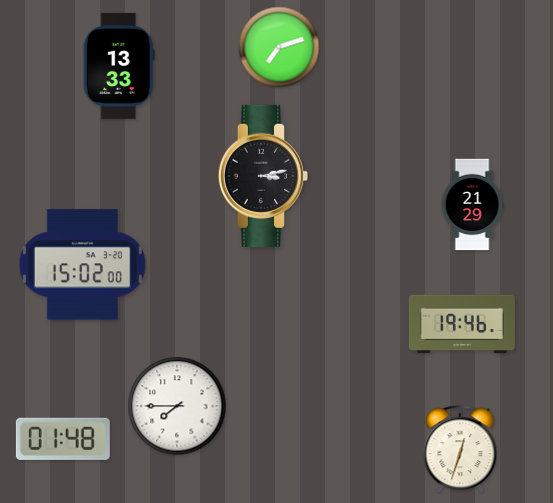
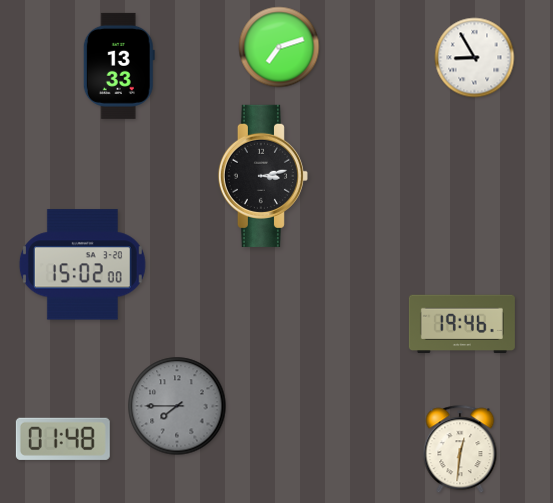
clock at (475, 58): none -> 8:55
clock at (472, 205): 21:29 -> none
clock at (177, 406) dial: white -> grey
clock at (460, 450): 12:33 -> 12:31
